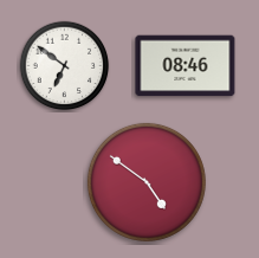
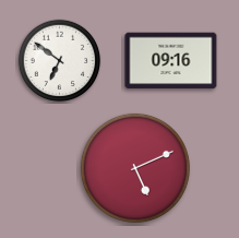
clock at (186, 66): 08:46 -> 09:16
clock at (147, 182): 4:51 -> 5:11
